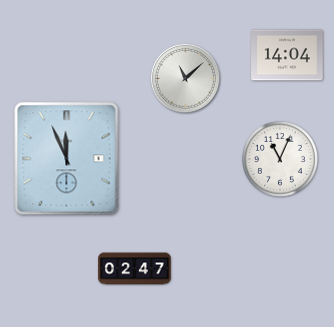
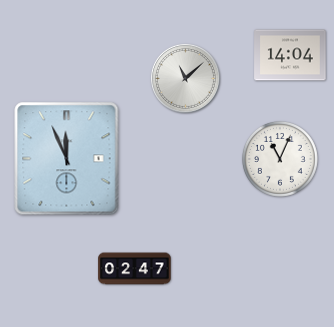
clock at (287, 55) position: (287, 55) -> (290, 55)
